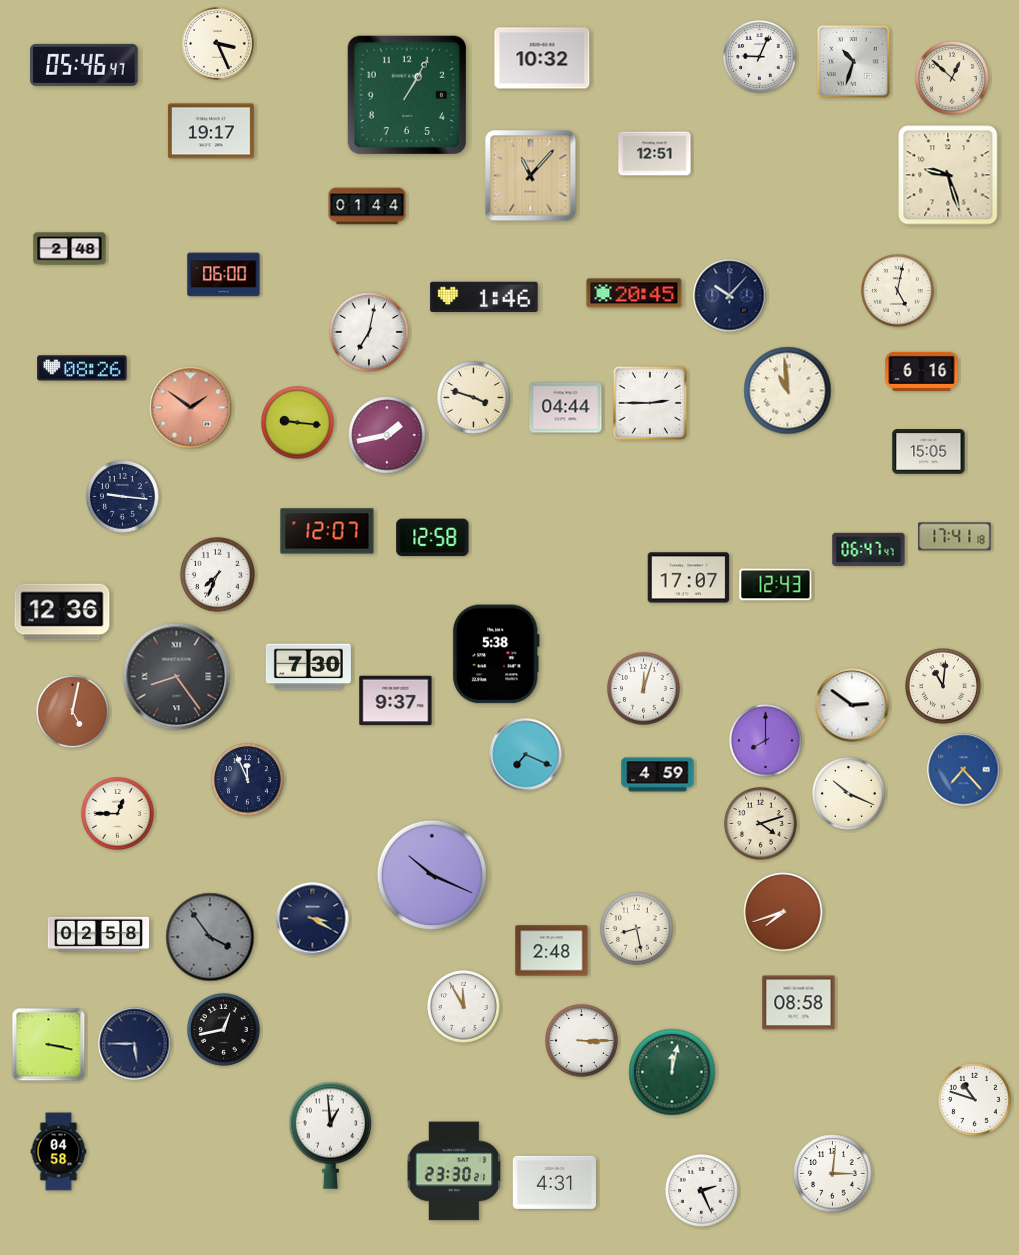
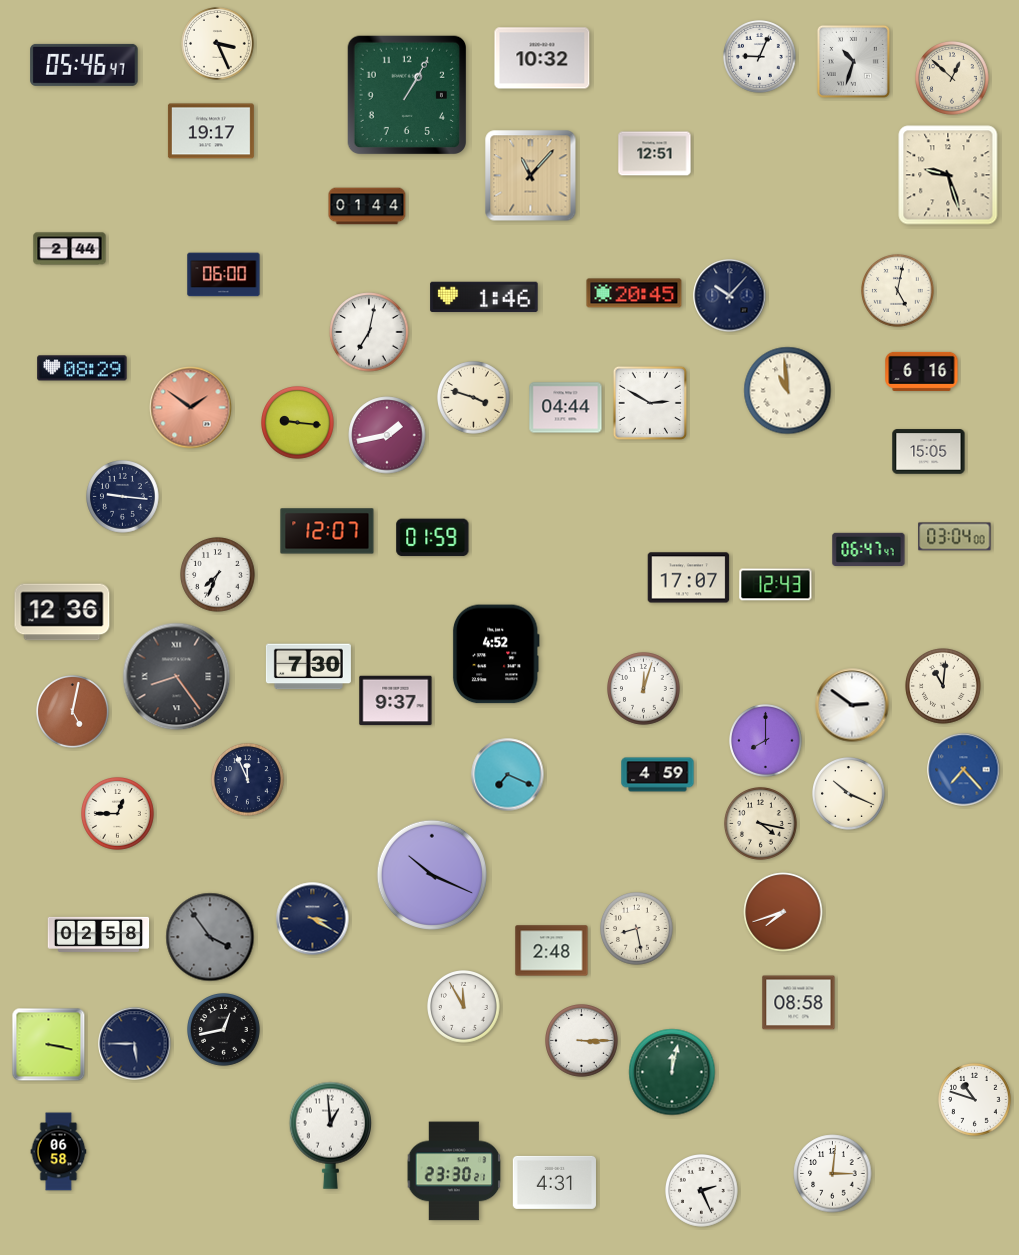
clock at (70, 249): 2:48 -> 2:44
clock at (82, 368): 08:26 -> 08:29
clock at (650, 403): 2:45 -> 2:50
clock at (955, 537): 17:41 -> 03:04
clock at (433, 538): 12:58 -> 01:59
clock at (496, 654): 5:38 -> 4:52
clock at (526, 755) position: (526, 755) -> (508, 775)
clock at (761, 824): 4:12 -> 4:17
clock at (59, 1152): 04:58 -> 06:58
